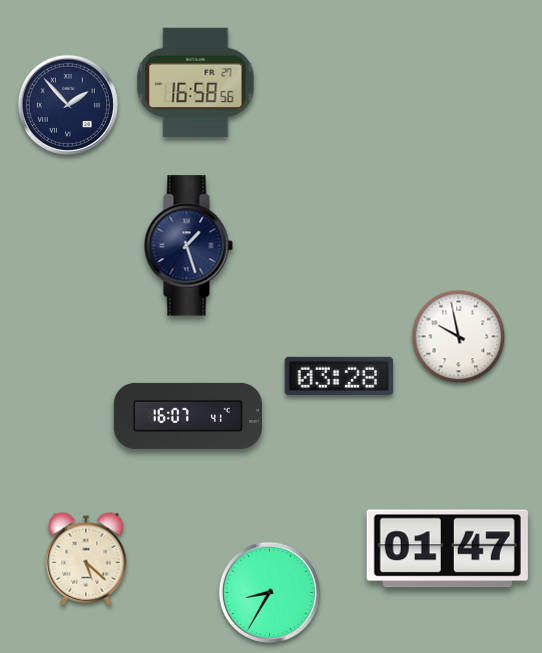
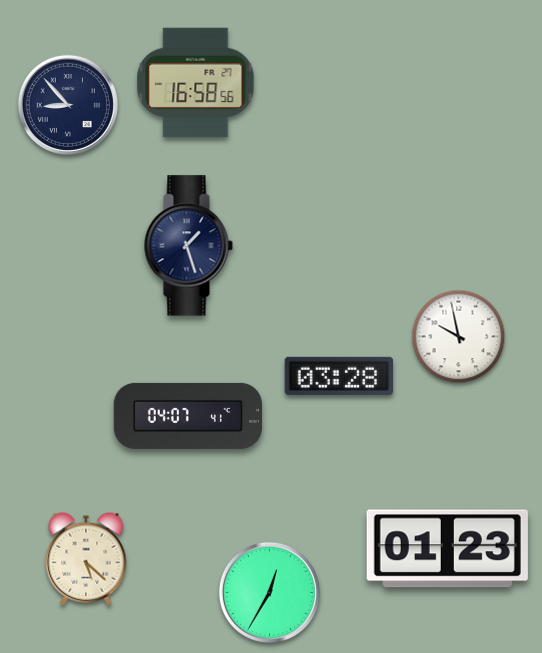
clock at (68, 105): 1:53 -> 8:53
clock at (188, 416): 16:07 -> 04:07
clock at (447, 549): 01:47 -> 01:23
clock at (269, 592): 8:35 -> 12:35
